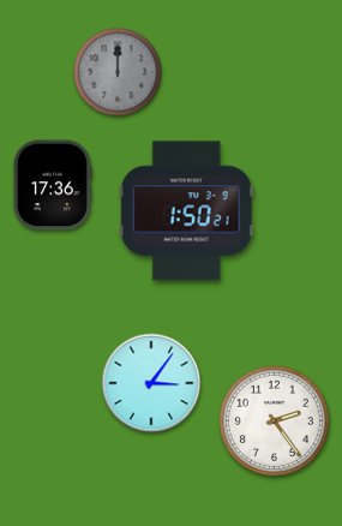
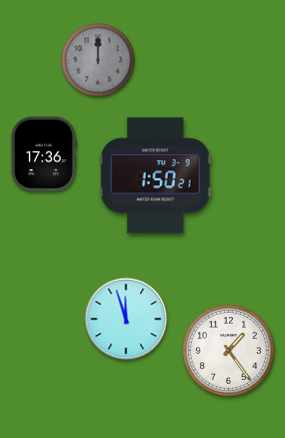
clock at (151, 383): 3:06 -> 11:57
clock at (274, 420): 2:24 -> 1:24
